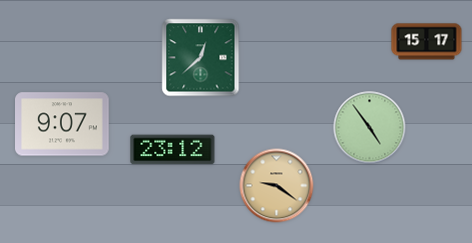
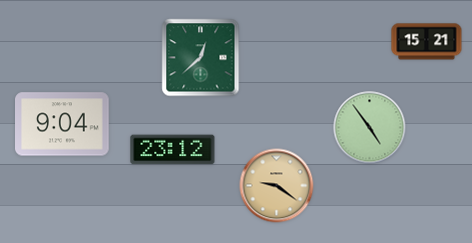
clock at (427, 42): 15:17 -> 15:21
clock at (63, 124): 9:07 -> 9:04
